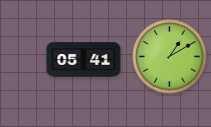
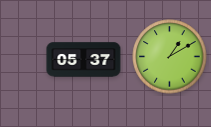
clock at (84, 60): 05:41 -> 05:37
